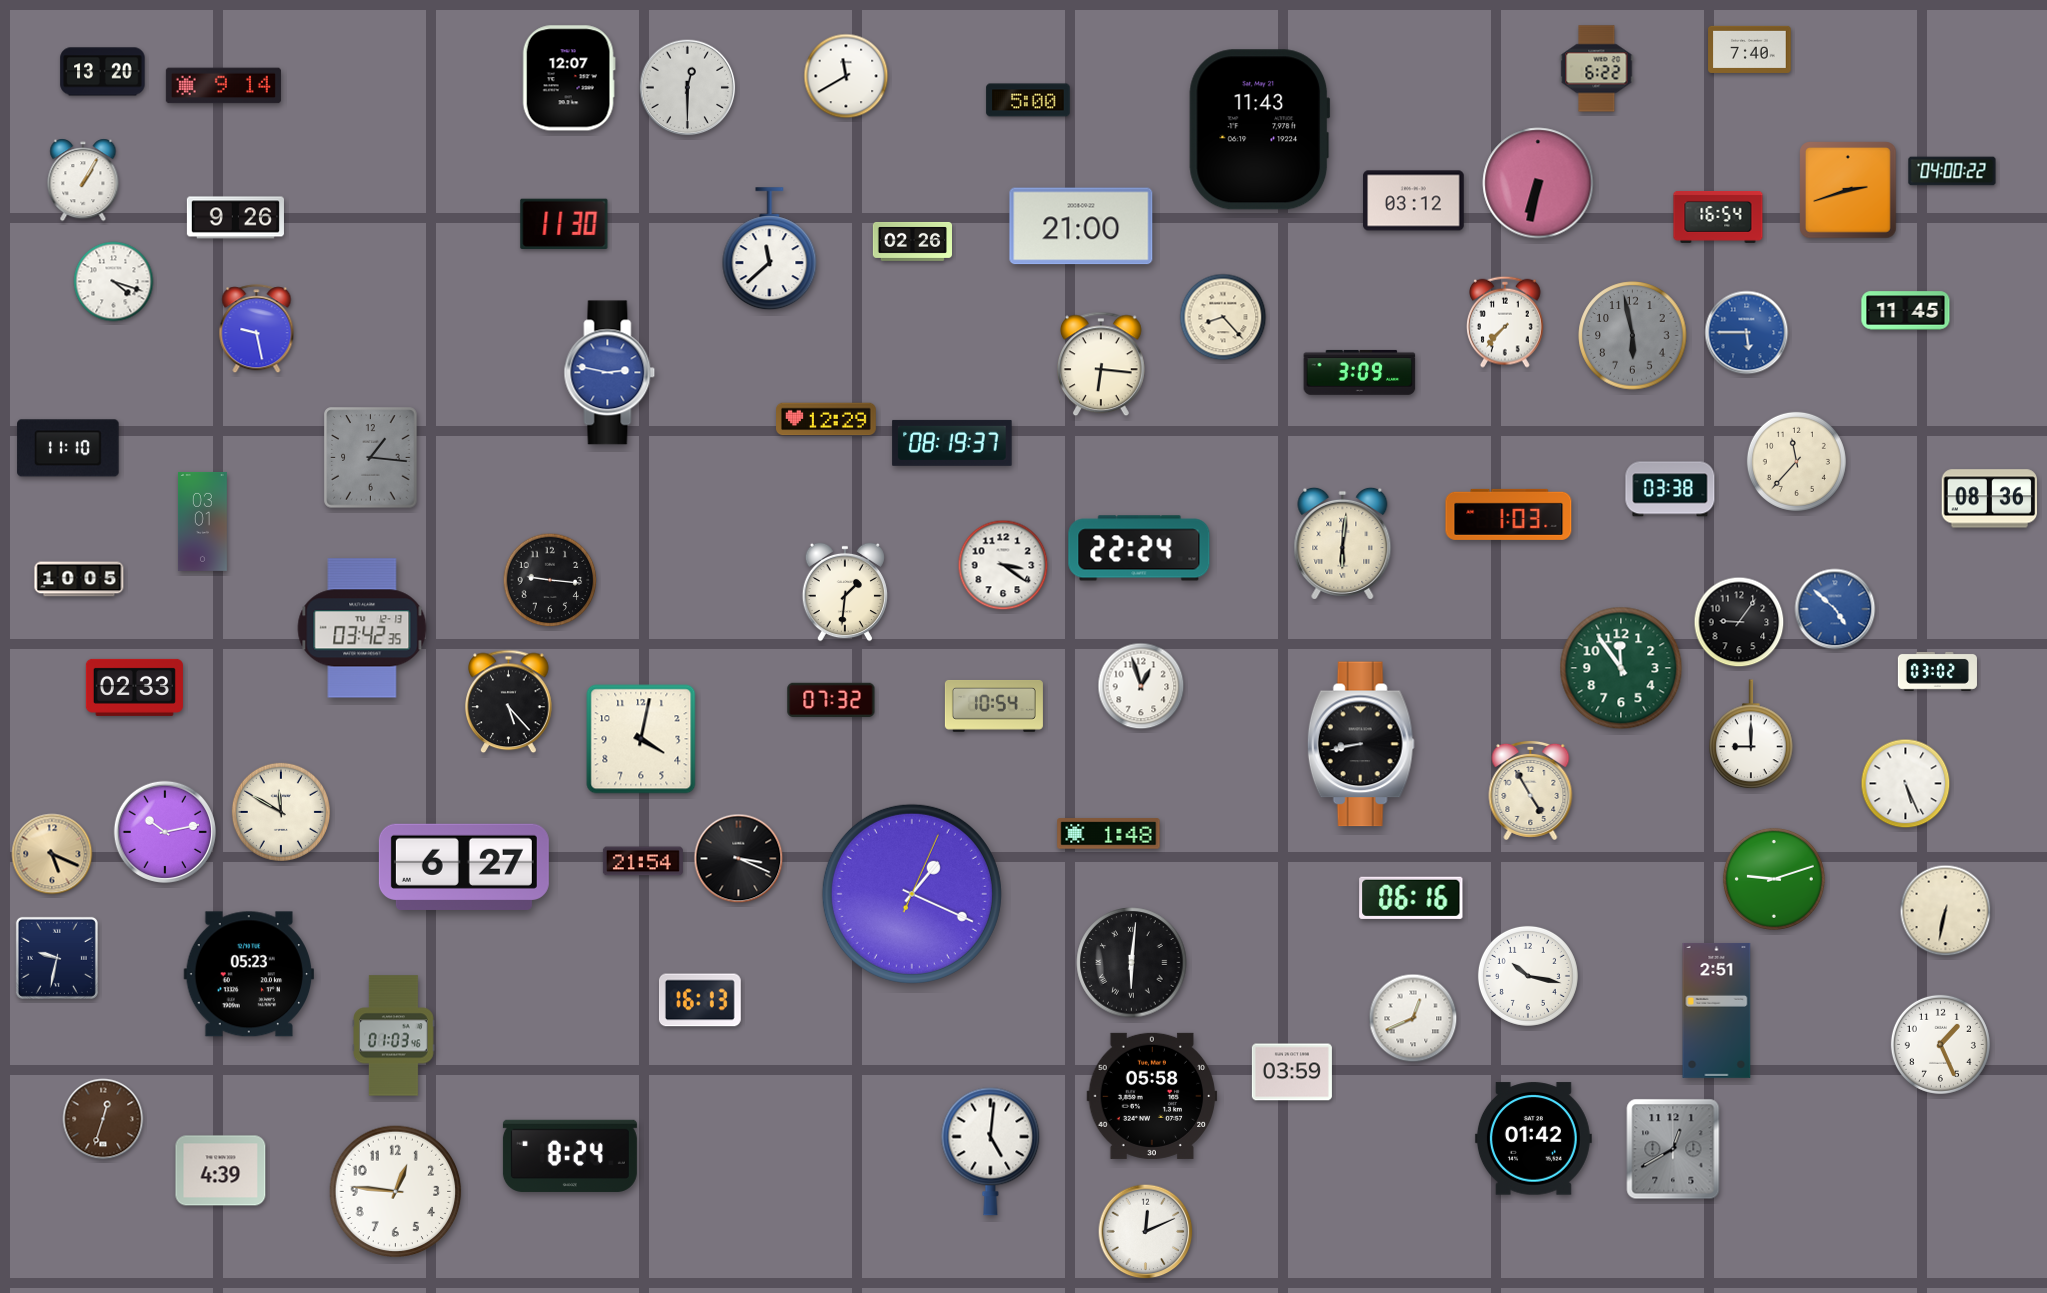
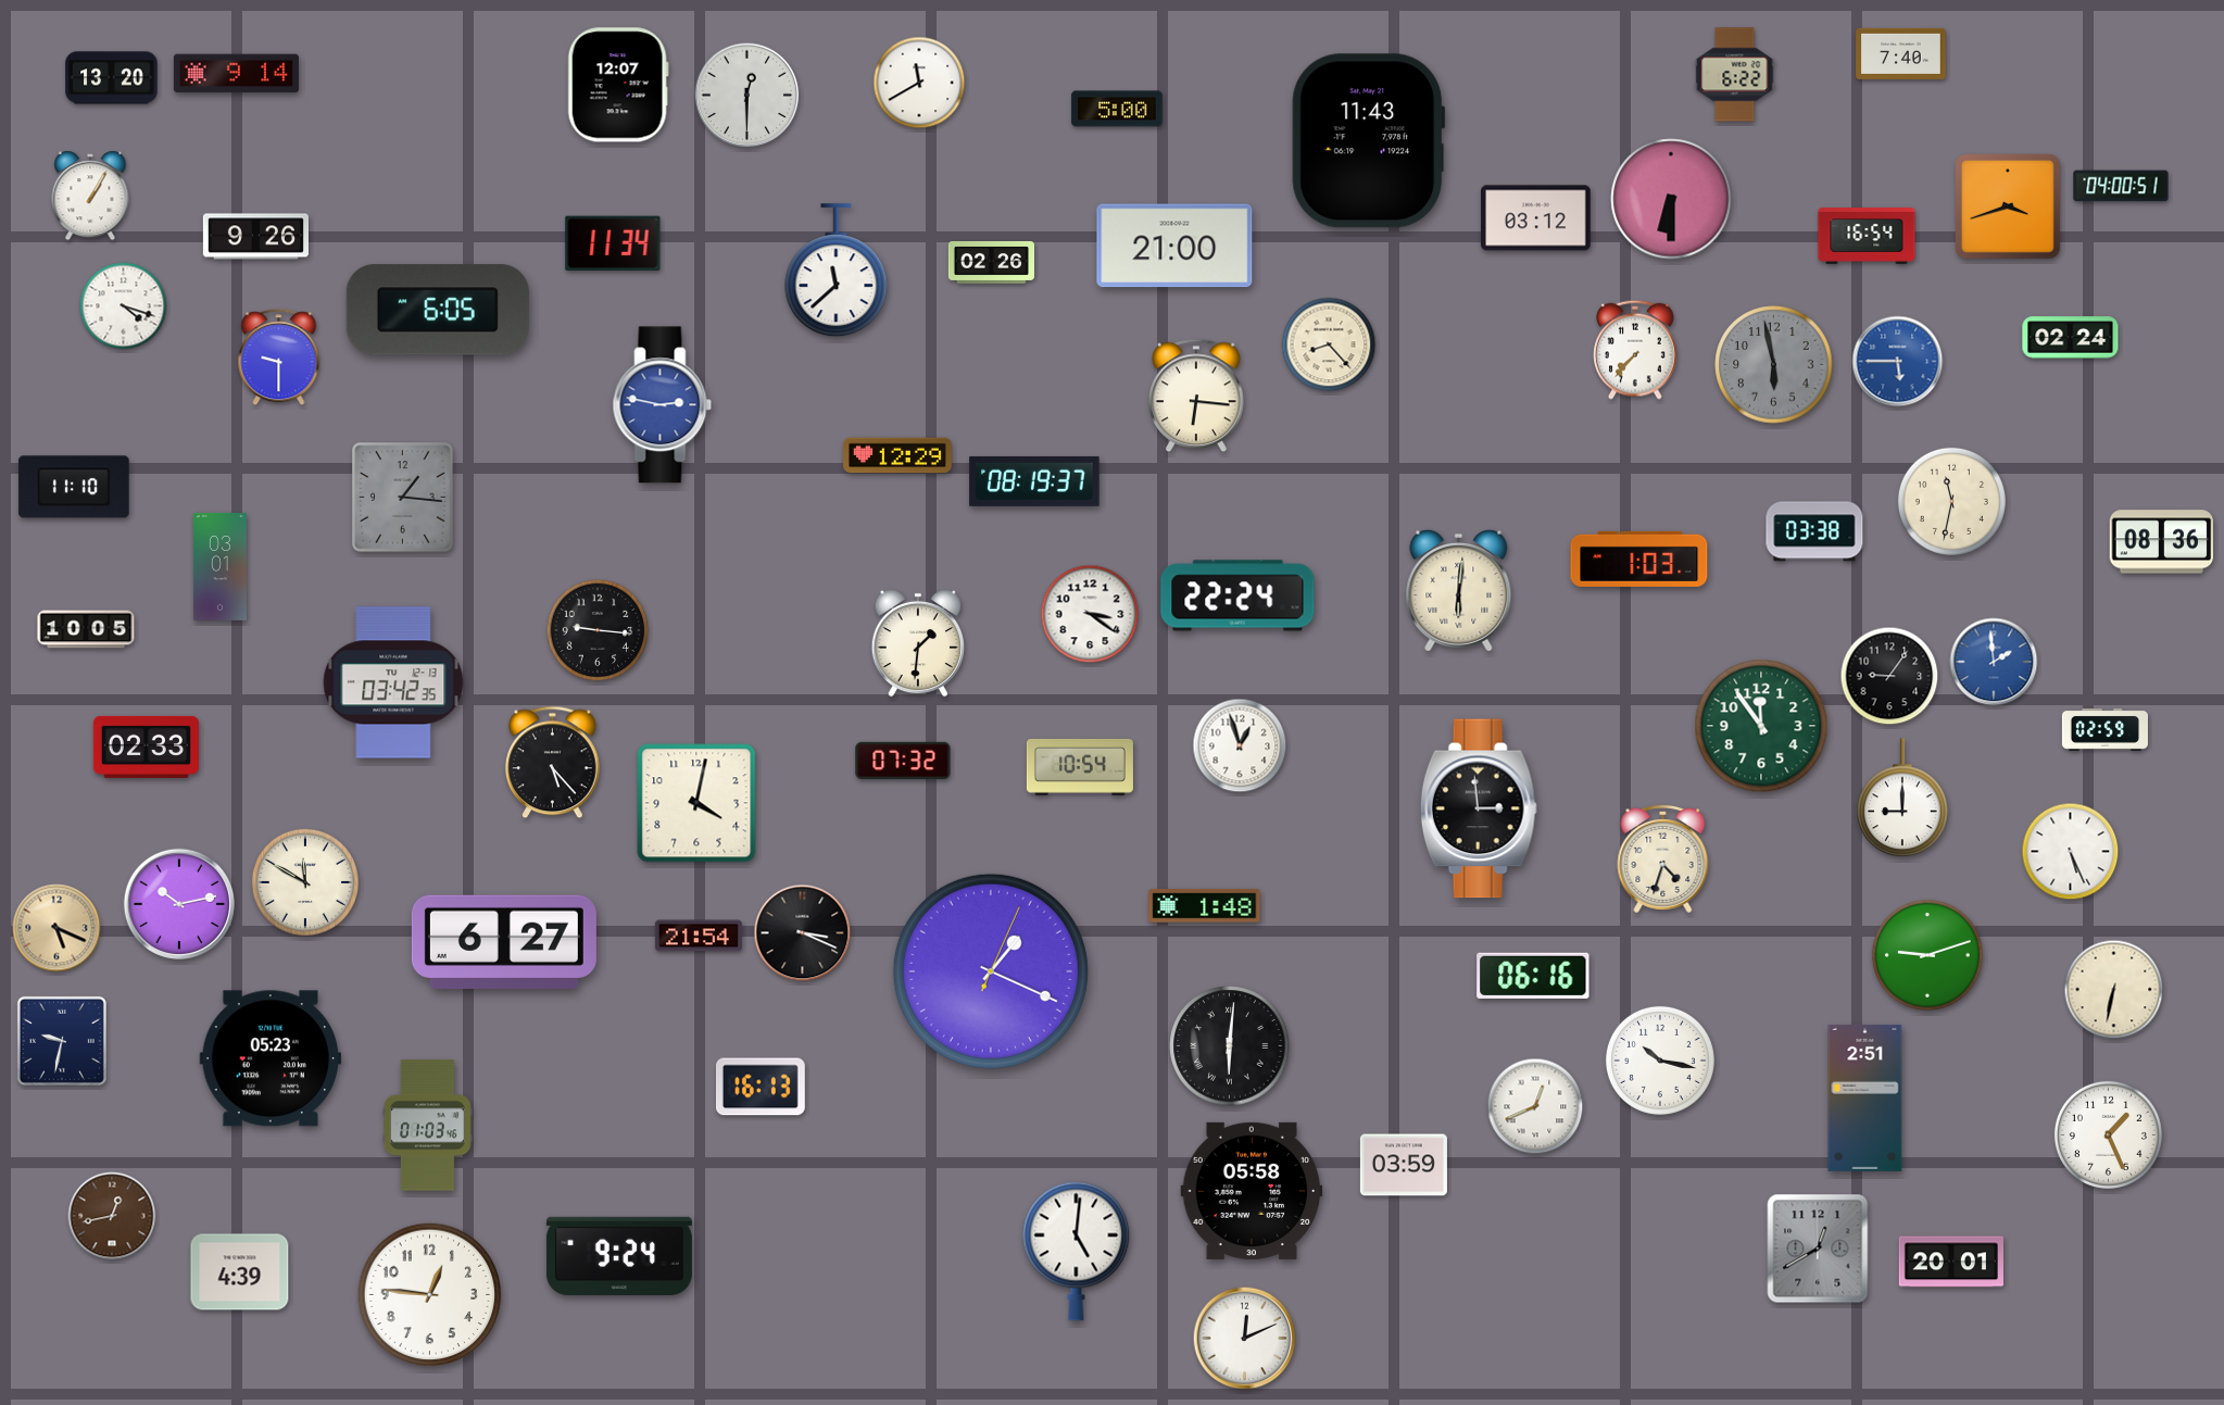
clock at (223, 86) position: (223, 86) -> (236, 74)
clock at (1952, 171): 04:00:22 -> 04:00:51
clock at (1538, 183): 6:32 -> 6:30
clock at (1848, 190): 2:42 -> 3:42
clock at (564, 223): 11:30 -> 11:34
clock at (438, 310): none -> 6:05
clock at (1906, 311): 11:45 -> 02:24
clock at (257, 329): 9:28 -> 9:30
clock at (1360, 372): 3:09 -> none
clock at (1796, 461): 11:37 -> 11:32
clock at (1835, 609): 4:52 -> 1:59
clock at (1937, 671): 03:02 -> 02:59
clock at (1361, 744): 8:43 -> 2:59
clock at (1531, 790): 4:55 -> 4:33
clock at (103, 1119): 12:33 -> 12:43
clock at (1533, 1139): 01:42 -> none
clock at (570, 1156): 8:24 -> 9:24
clock at (1950, 1262): none -> 20:01
